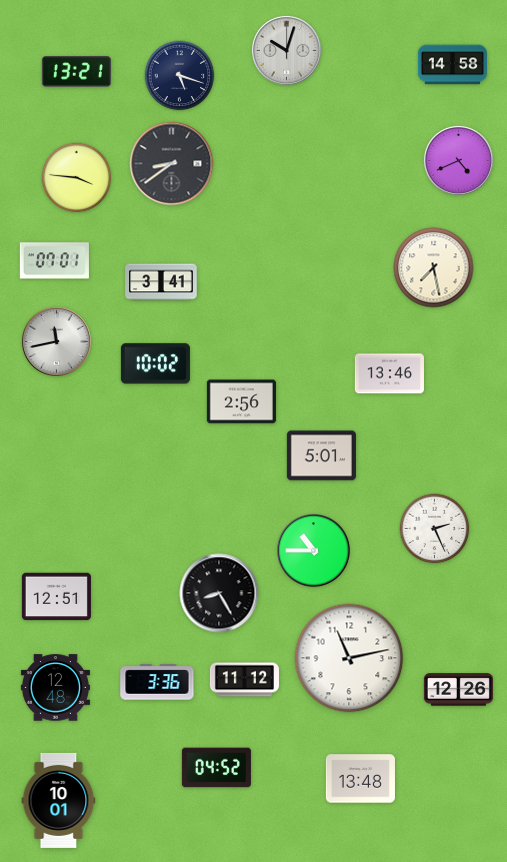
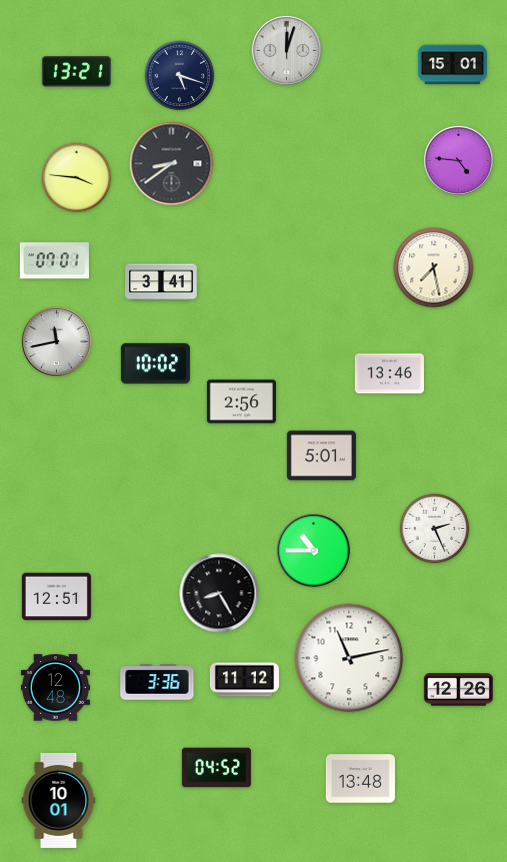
clock at (286, 50): 10:03 -> 12:03
clock at (452, 65): 14:58 -> 15:01
clock at (458, 160): 4:41 -> 4:46
